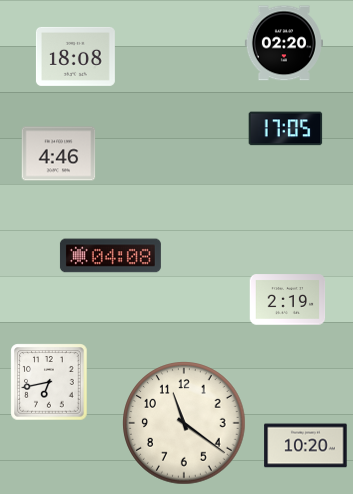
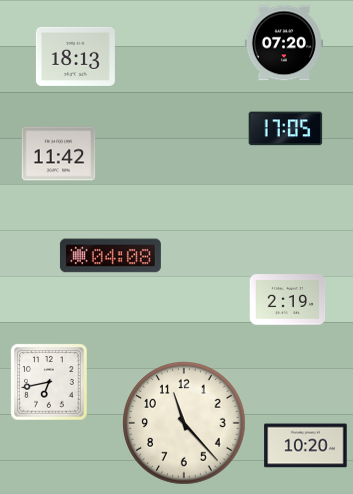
clock at (284, 43): 02:20 -> 07:20
clock at (75, 56): 18:08 -> 18:13
clock at (59, 154): 4:46 -> 11:42
clock at (184, 423): 11:21 -> 11:23
